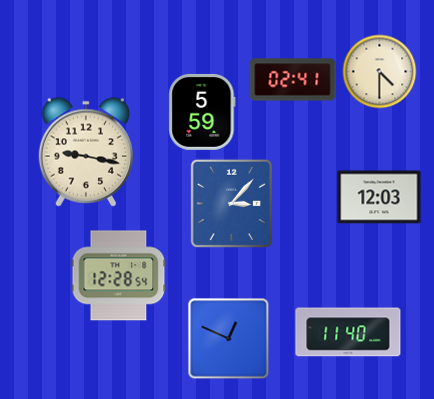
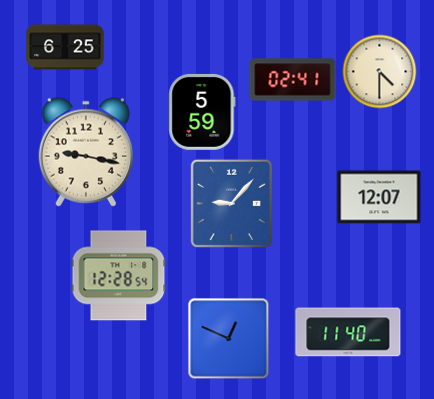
clock at (65, 47): none -> 6:25
clock at (379, 197): 12:03 -> 12:07
clock at (231, 203): 3:07 -> 9:07
